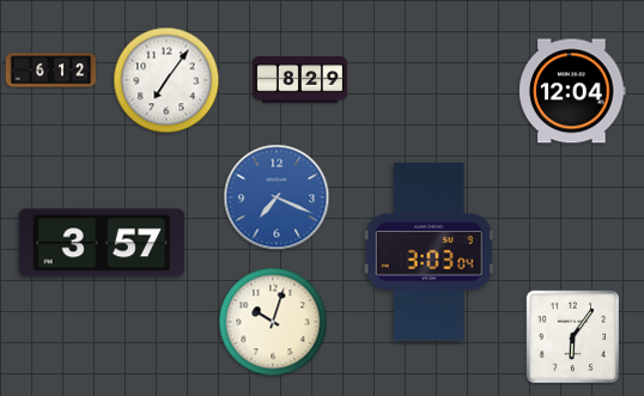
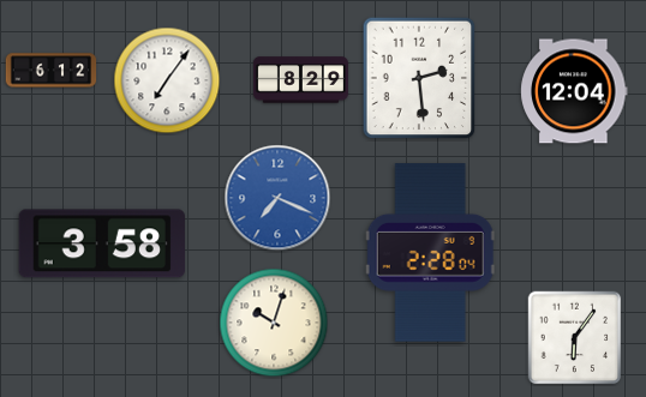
clock at (419, 78): none -> 2:29
clock at (102, 243): 3:57 -> 3:58
clock at (429, 252): 3:03 -> 2:28
